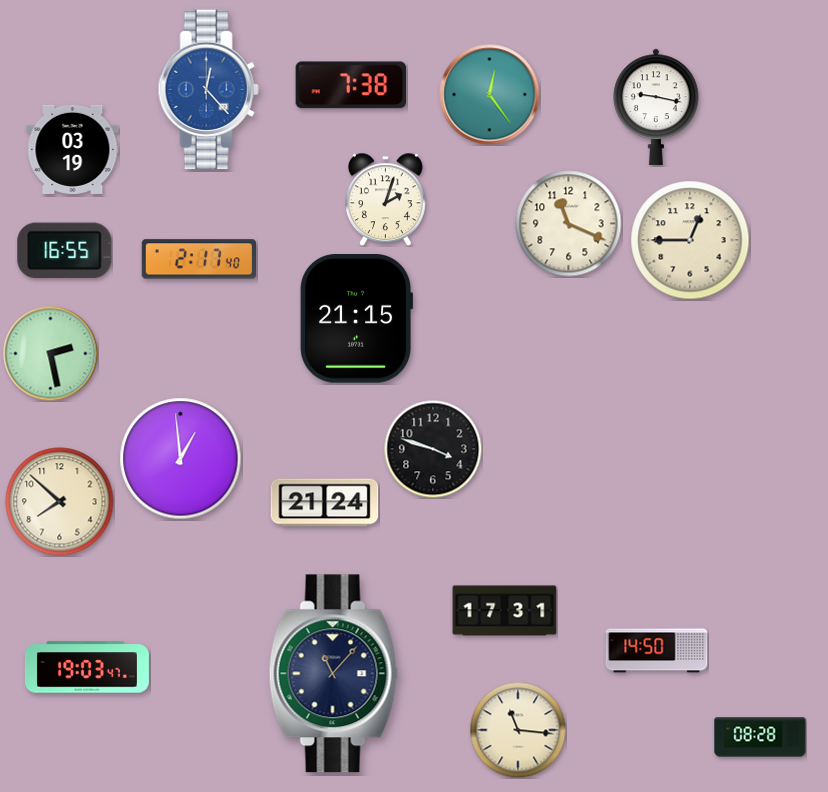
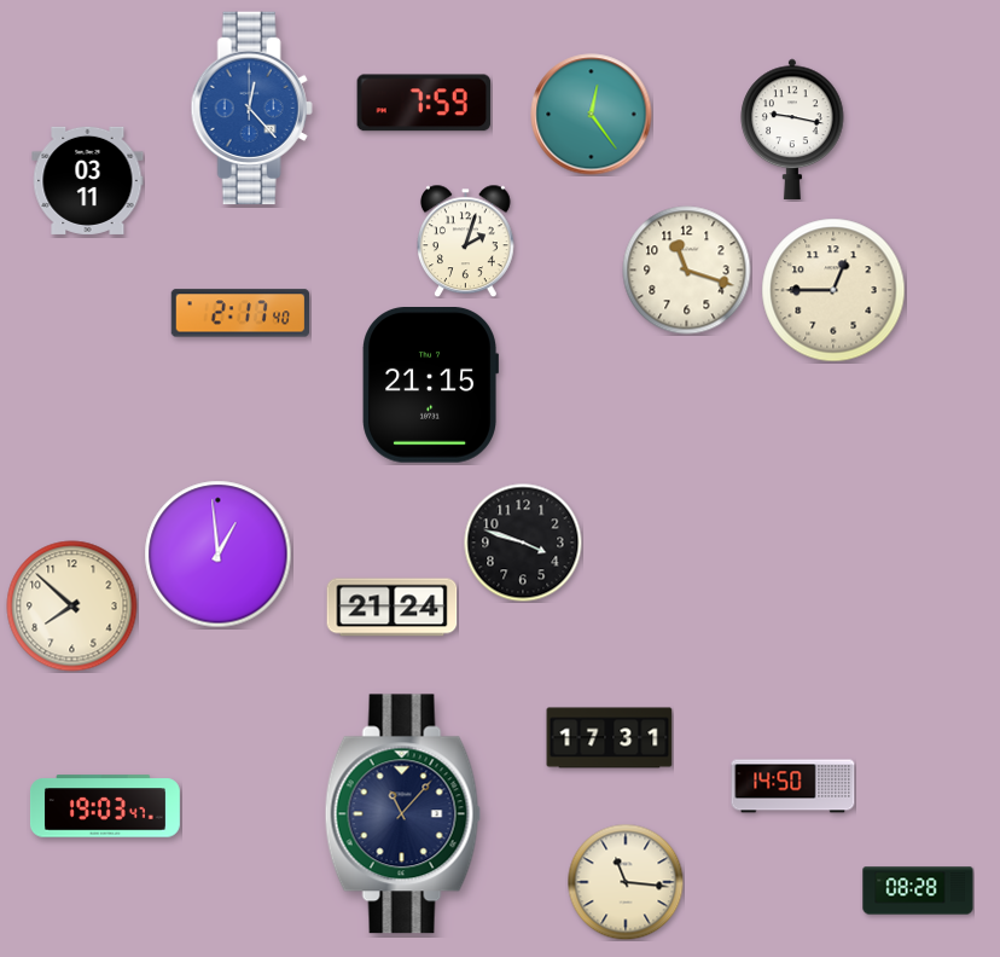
clock at (351, 85): 7:38 -> 7:59
clock at (73, 149): 03:19 -> 03:11
clock at (569, 224): 11:19 -> 11:18
clock at (65, 251): 16:55 -> none
clock at (50, 353): 2:28 -> none
